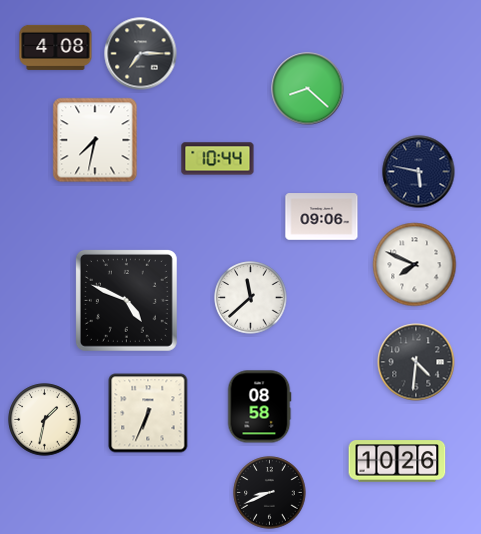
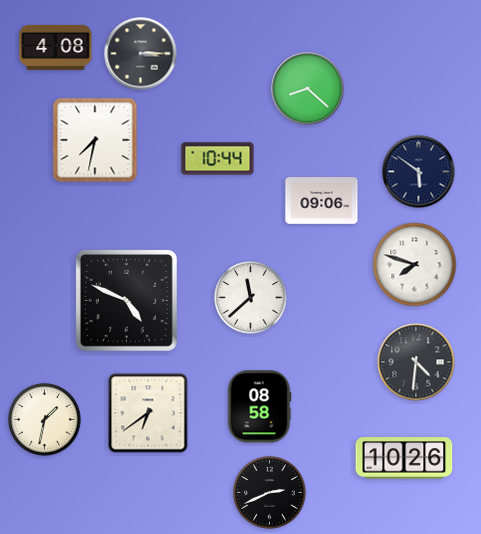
clock at (141, 54): 7:15 -> 3:15
clock at (419, 172): 5:47 -> 5:51
clock at (322, 217) position: (322, 217) -> (322, 201)
clock at (415, 265): 7:49 -> 7:48
clock at (148, 413): 6:34 -> 6:39
clock at (397, 461) position: (397, 461) -> (404, 458)
clock at (270, 493): 8:41 -> 2:41
